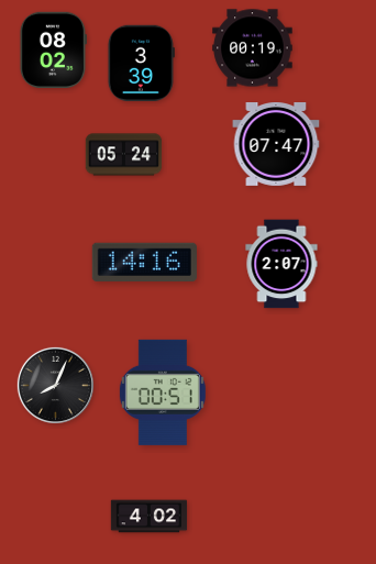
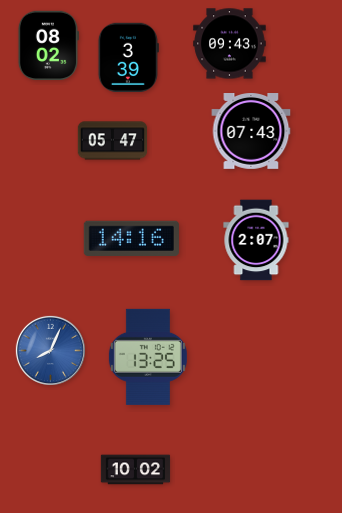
clock at (253, 48): 00:19 -> 09:43
clock at (276, 145): 07:47 -> 07:43
clock at (124, 155): 05:24 -> 05:47
clock at (55, 385) dial: black -> blue
clock at (163, 392): 00:51 -> 13:25
clock at (150, 517): 4:02 -> 10:02
